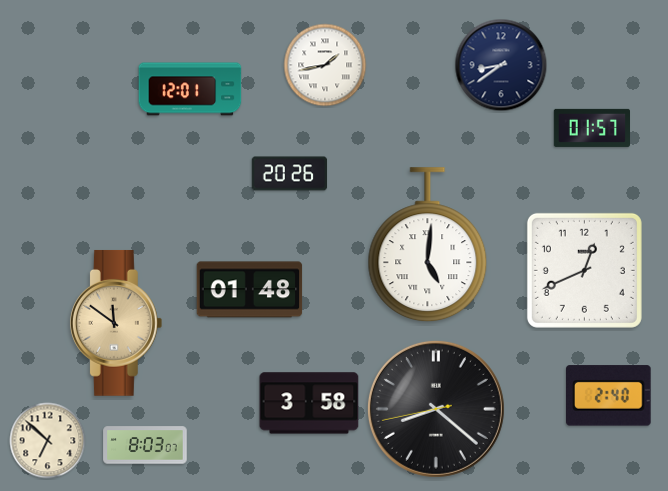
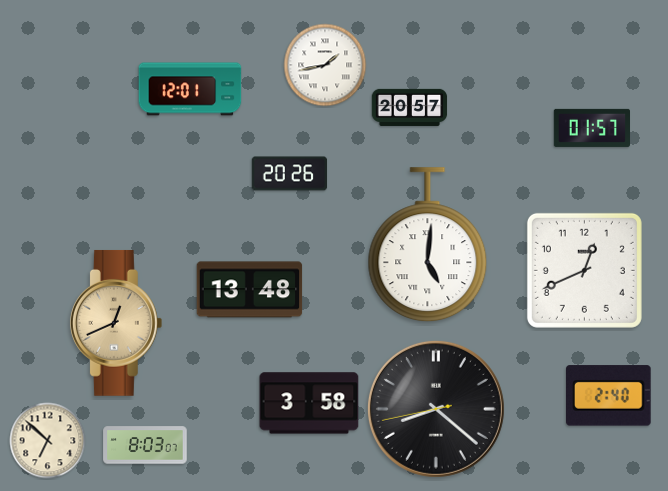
clock at (501, 65): 8:39 -> none
clock at (410, 107): none -> 20:57
clock at (250, 290): 01:48 -> 13:48
clock at (116, 323): 11:51 -> 12:41
